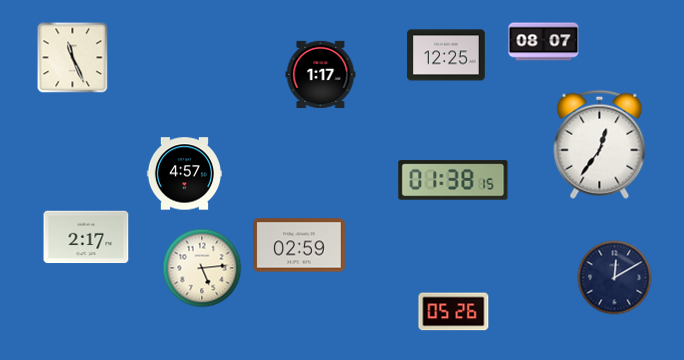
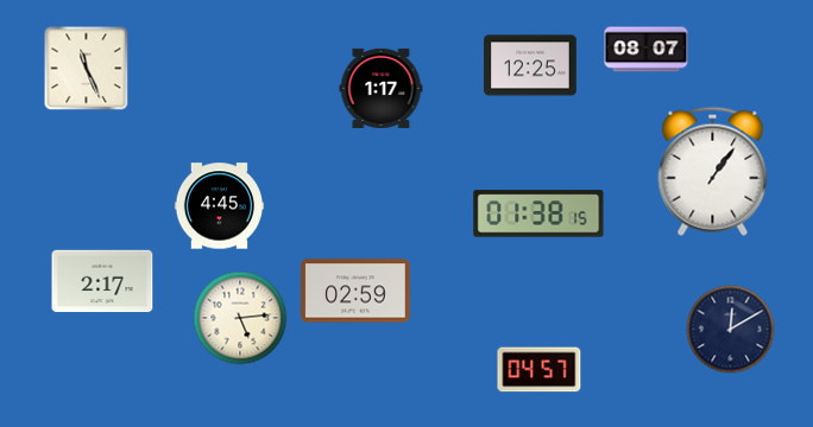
clock at (600, 144): 12:36 -> 1:06
clock at (184, 174): 4:57 -> 4:45
clock at (454, 312): 05:26 -> 04:57
